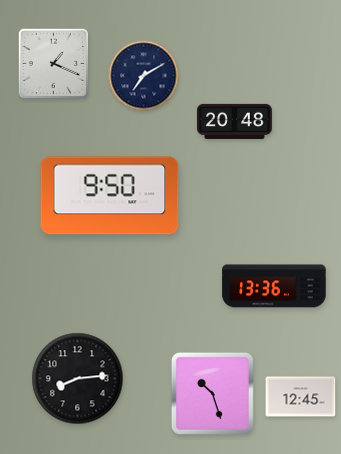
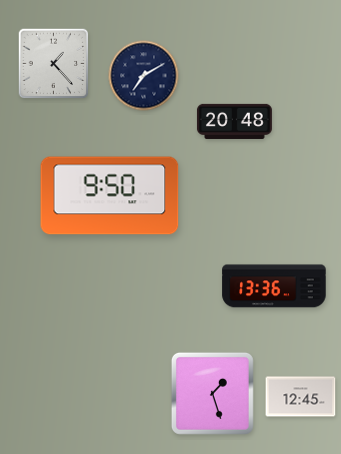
clock at (54, 64): 1:19 -> 1:23
clock at (78, 379): 8:14 -> none
clock at (212, 393): 10:27 -> 1:27
